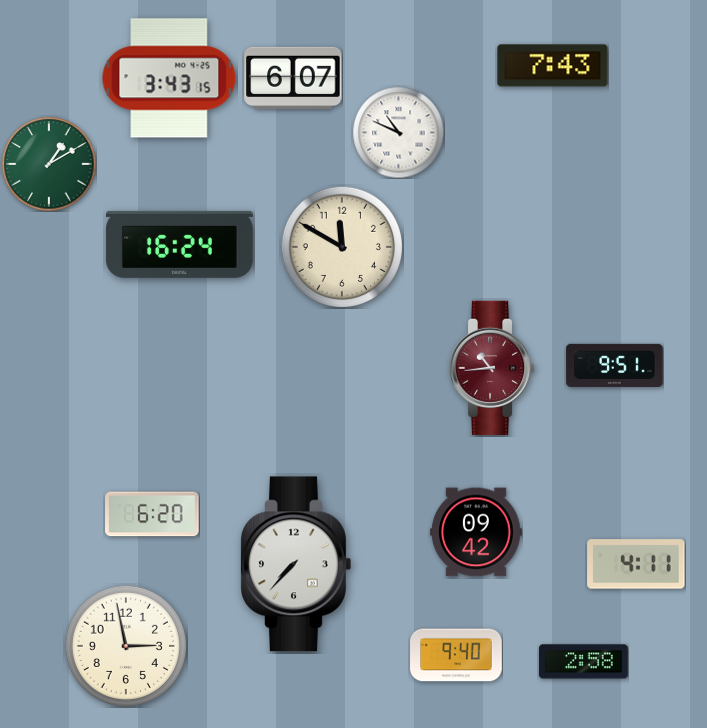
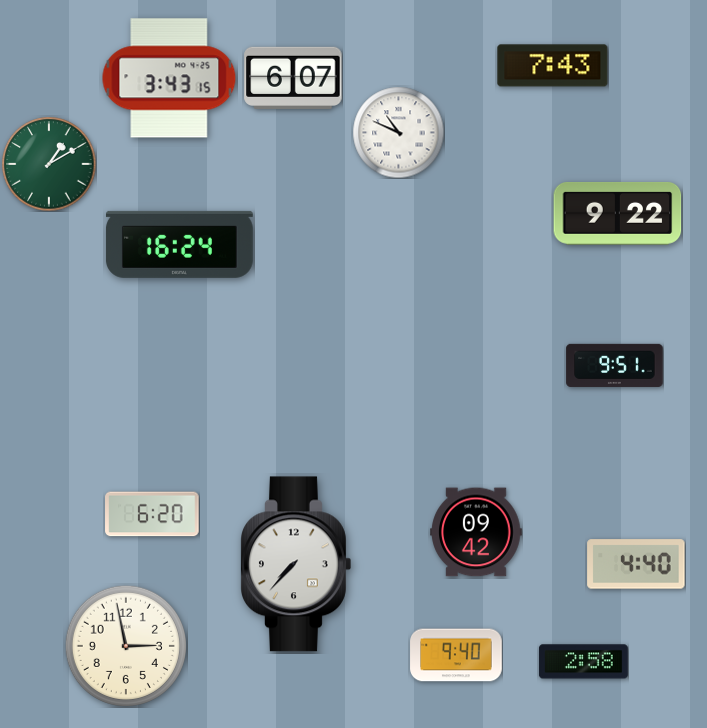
clock at (618, 213): none -> 9:22
clock at (342, 247): 11:50 -> none
clock at (492, 368): 10:44 -> none
clock at (636, 564): 4:11 -> 4:40
